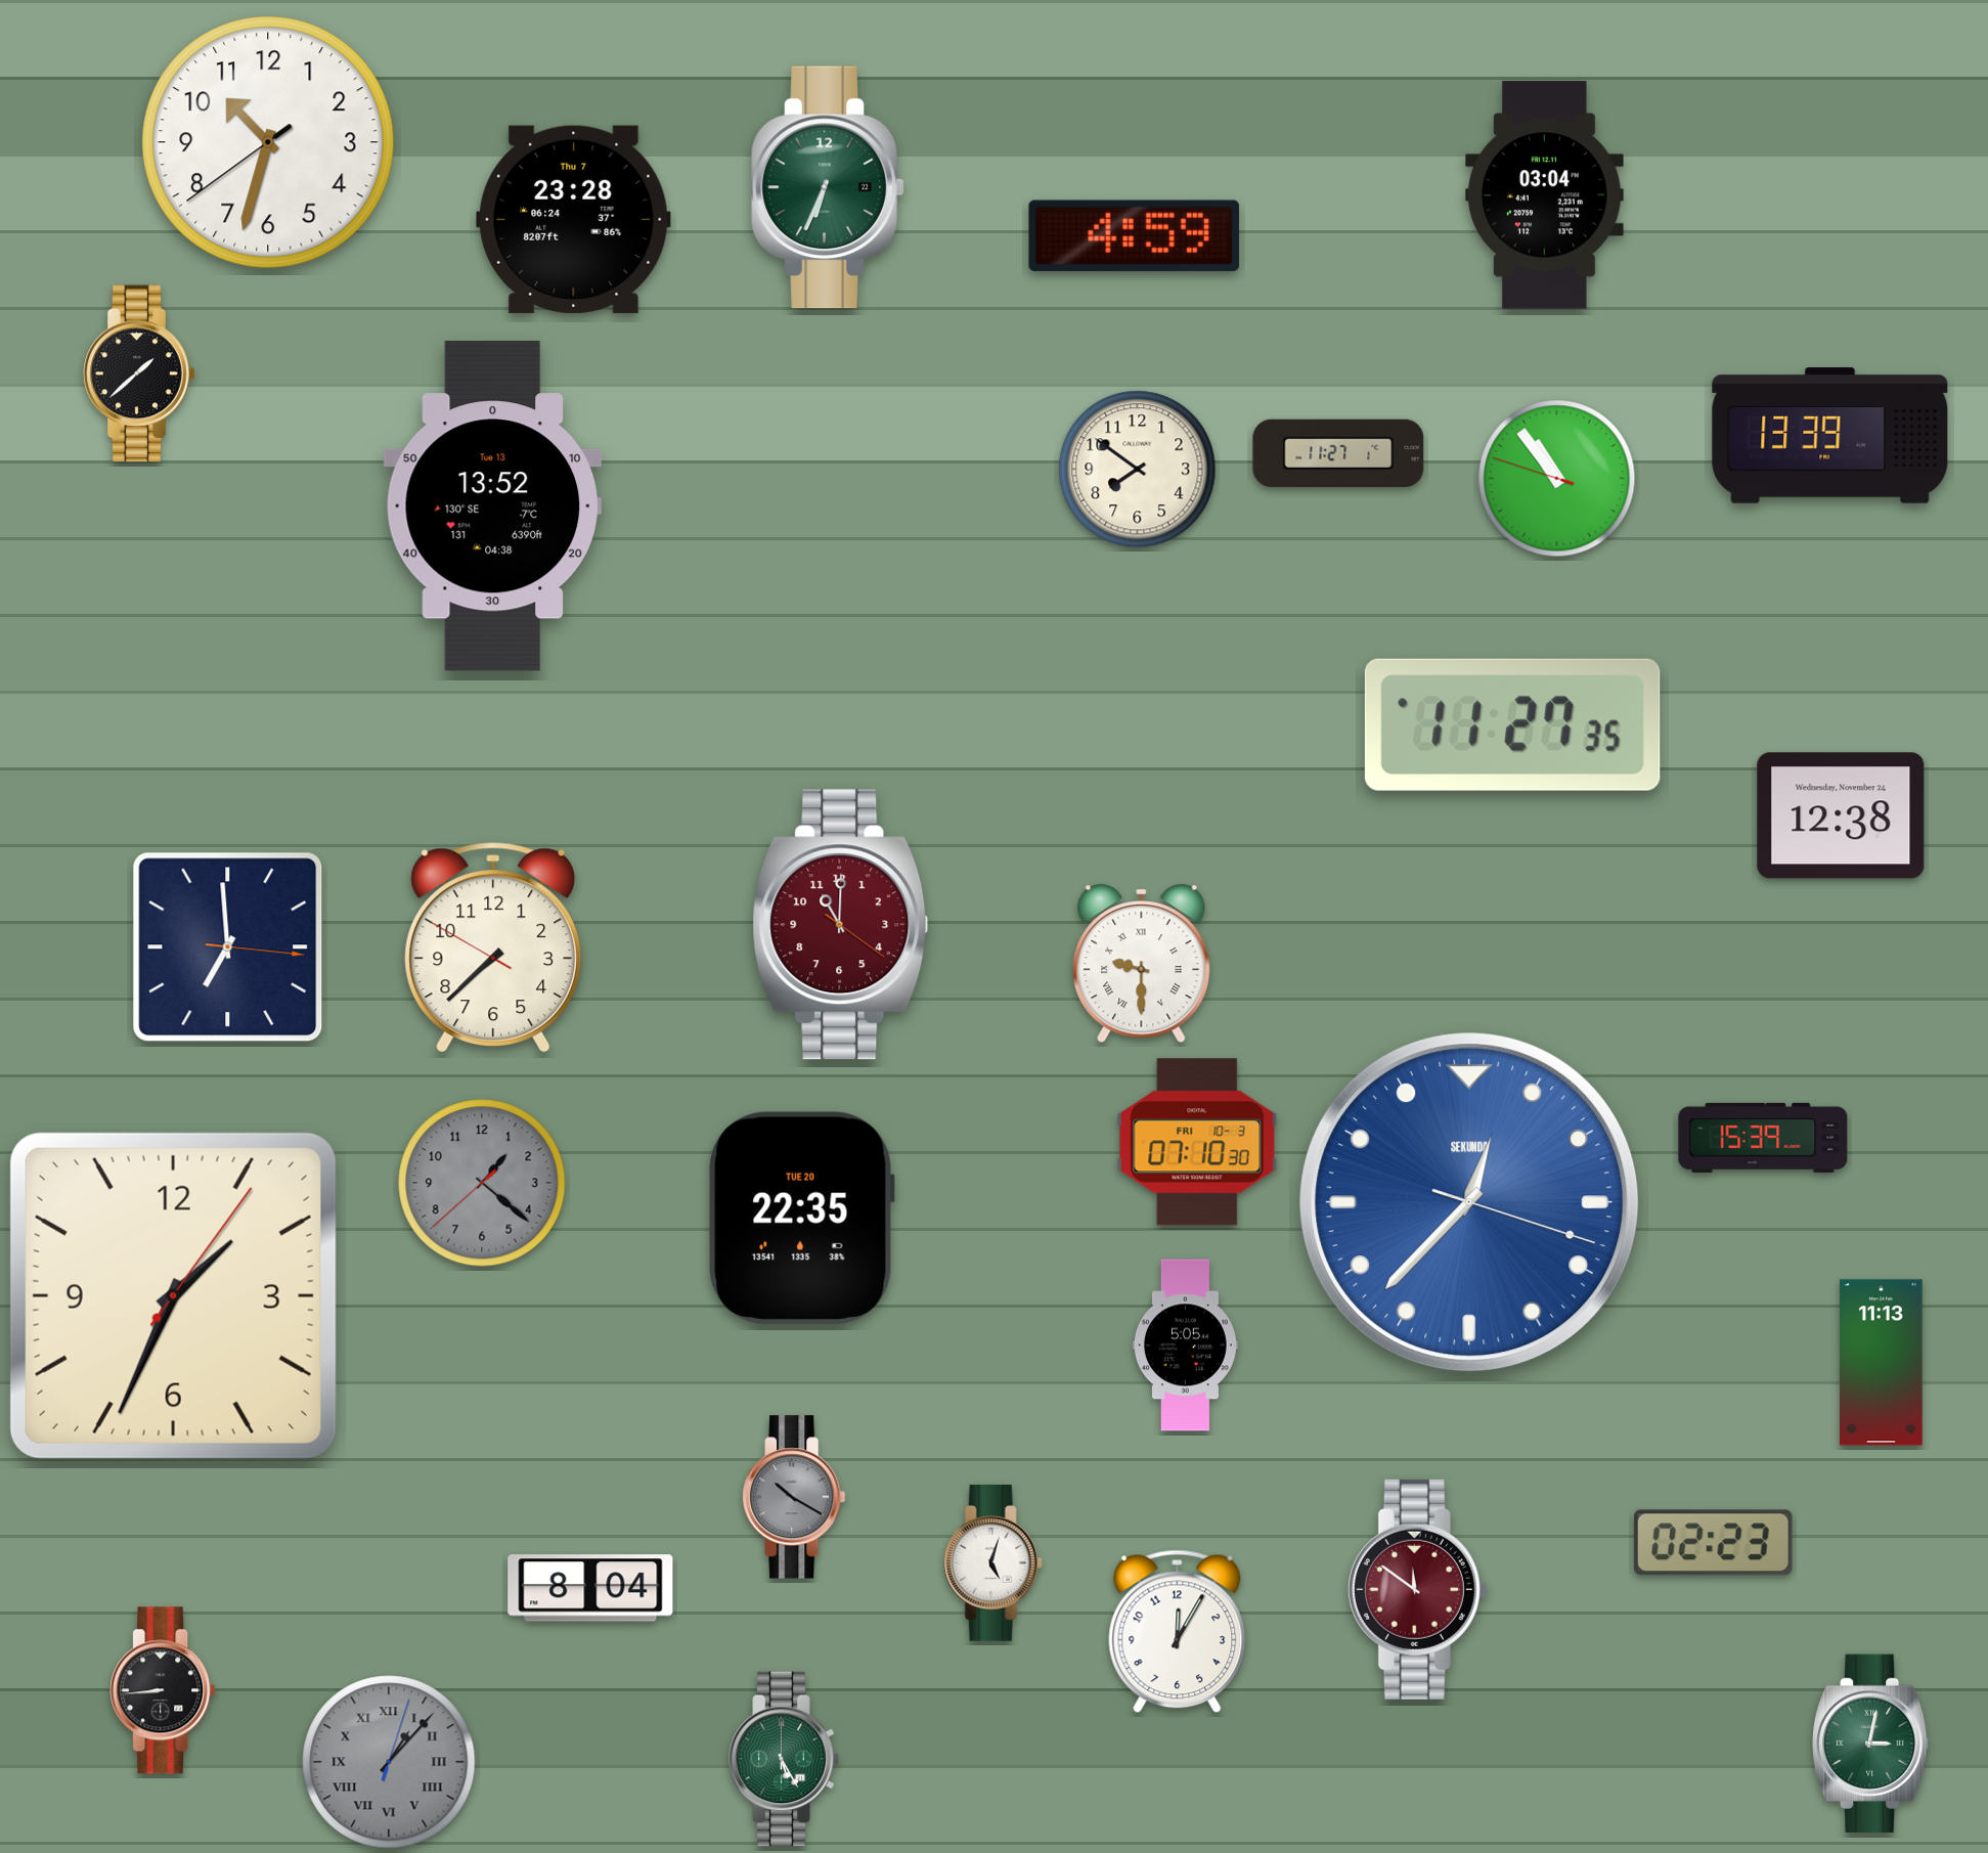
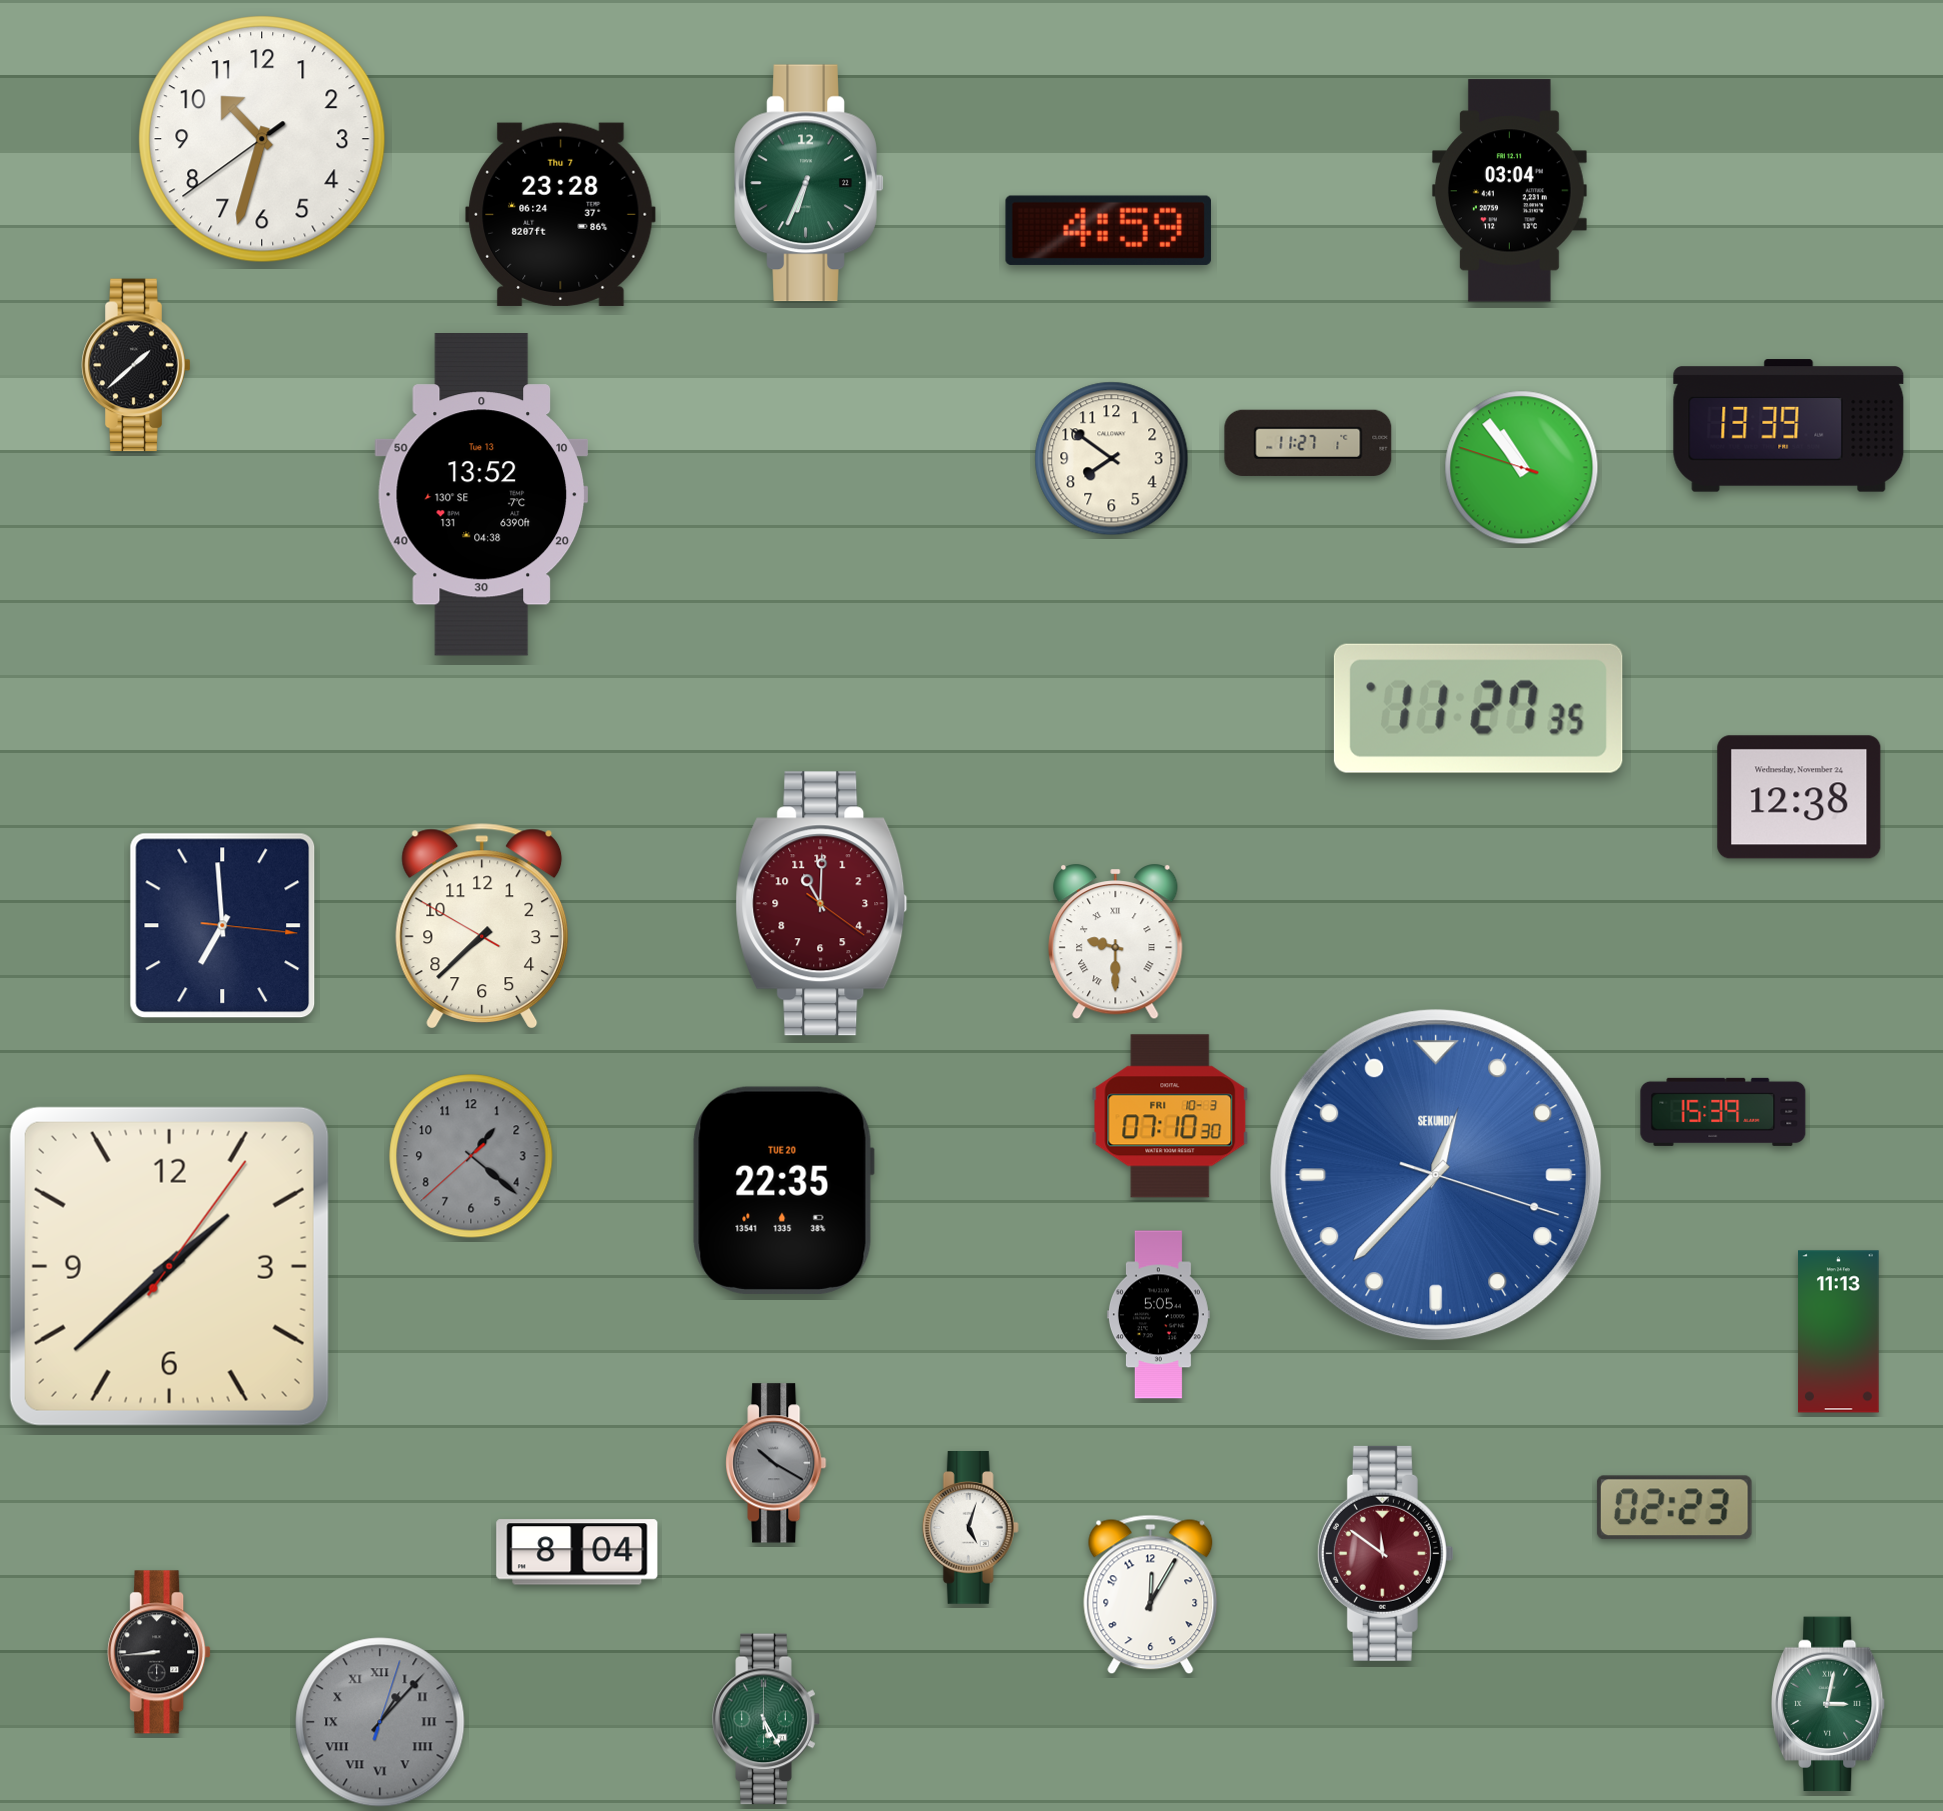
clock at (173, 1295): 1:34 -> 1:38
